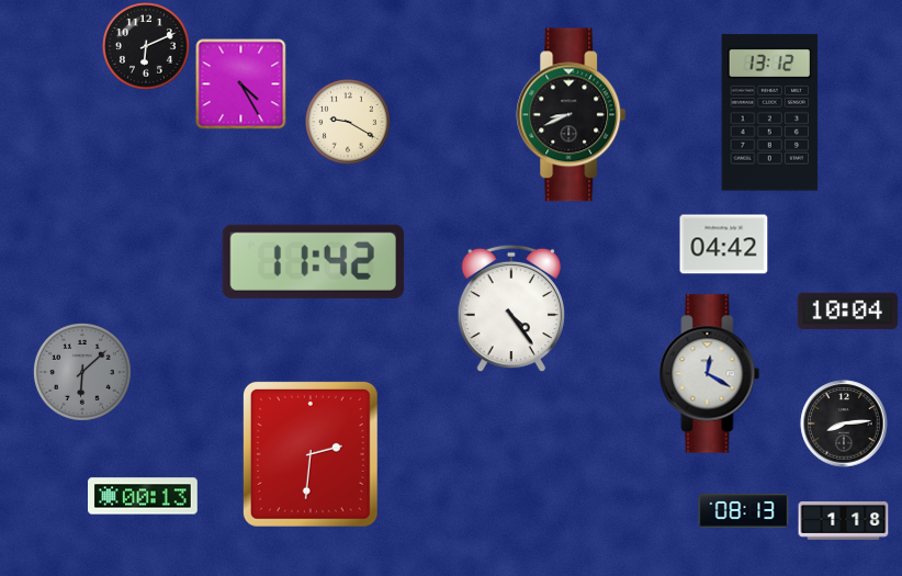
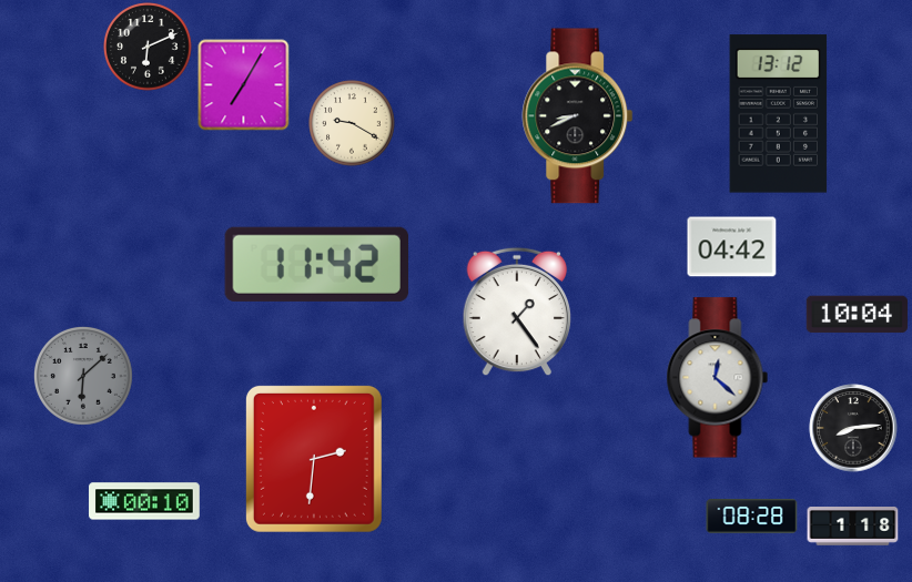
clock at (241, 84): 4:25 -> 7:05
clock at (510, 308): 4:24 -> 1:24
clock at (710, 374): 12:20 -> 12:22
clock at (143, 496): 00:13 -> 00:10
clock at (744, 511): 08:13 -> 08:28
